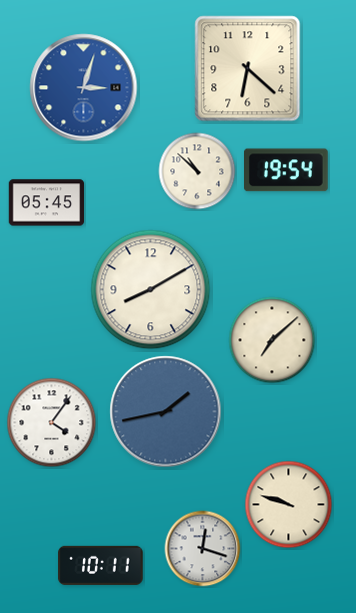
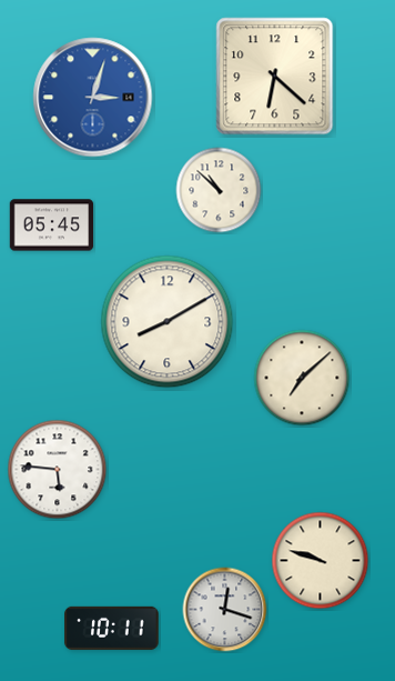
clock at (287, 170): 19:54 -> none
clock at (166, 412): 1:43 -> none
clock at (52, 423): 4:06 -> 5:46
